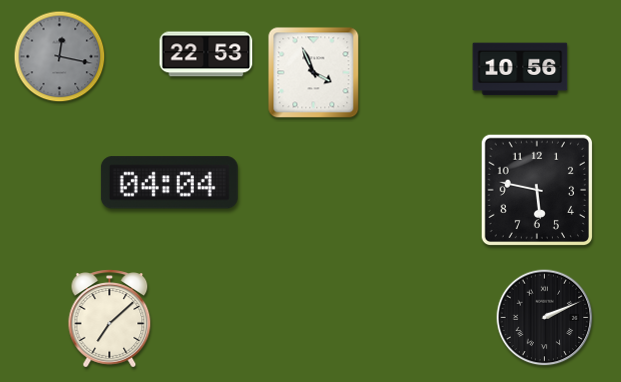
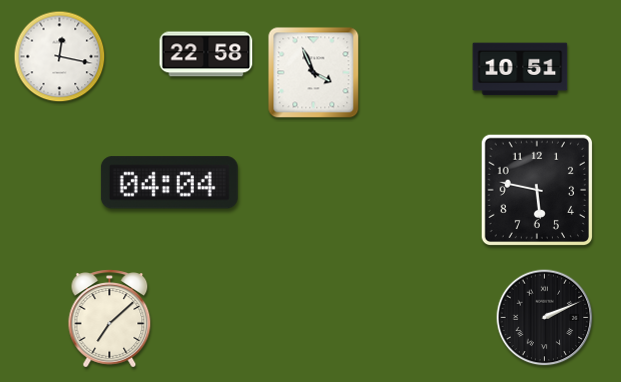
clock at (206, 54): 22:53 -> 22:58
clock at (60, 57) dial: grey -> white
clock at (520, 69): 10:56 -> 10:51
